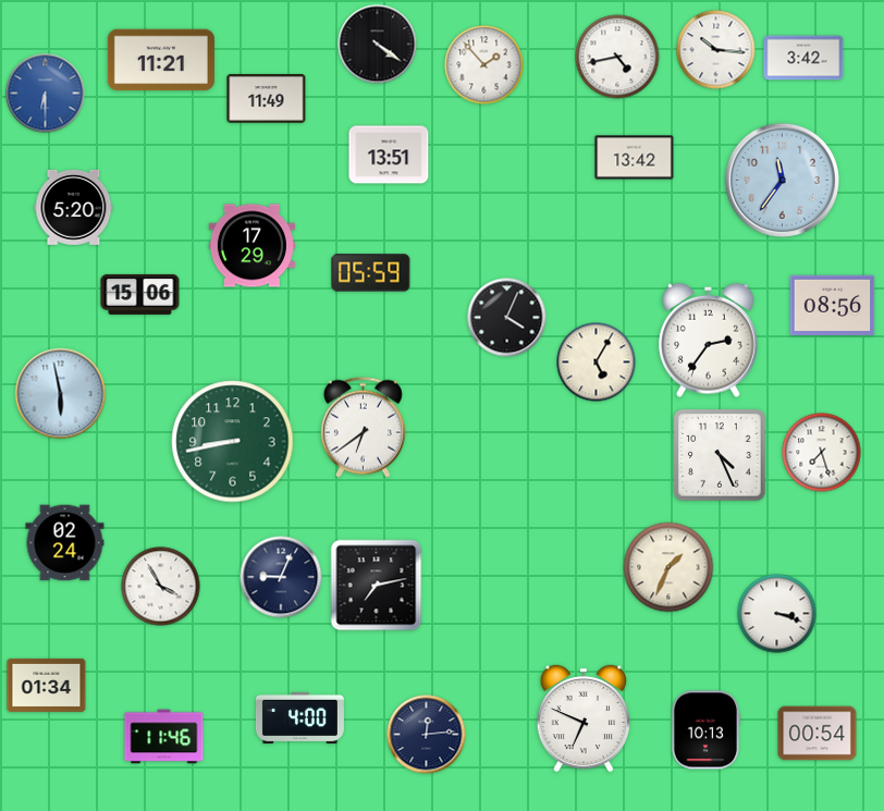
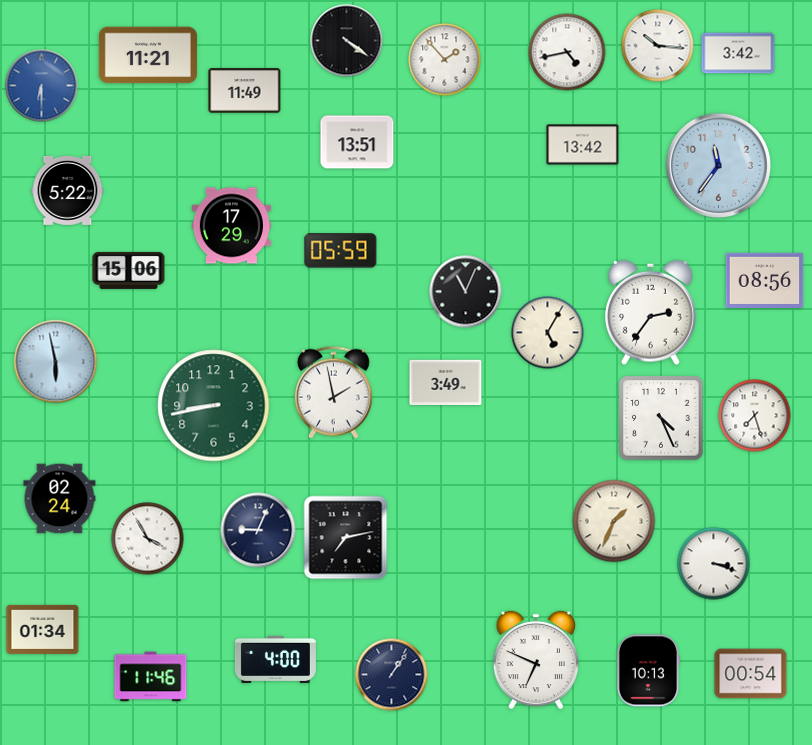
clock at (74, 207): 5:20 -> 5:22
clock at (507, 318): 4:04 -> 11:04
clock at (446, 383): none -> 3:49
clock at (363, 427): 6:39 -> 1:58
clock at (427, 735): 12:14 -> 1:06
